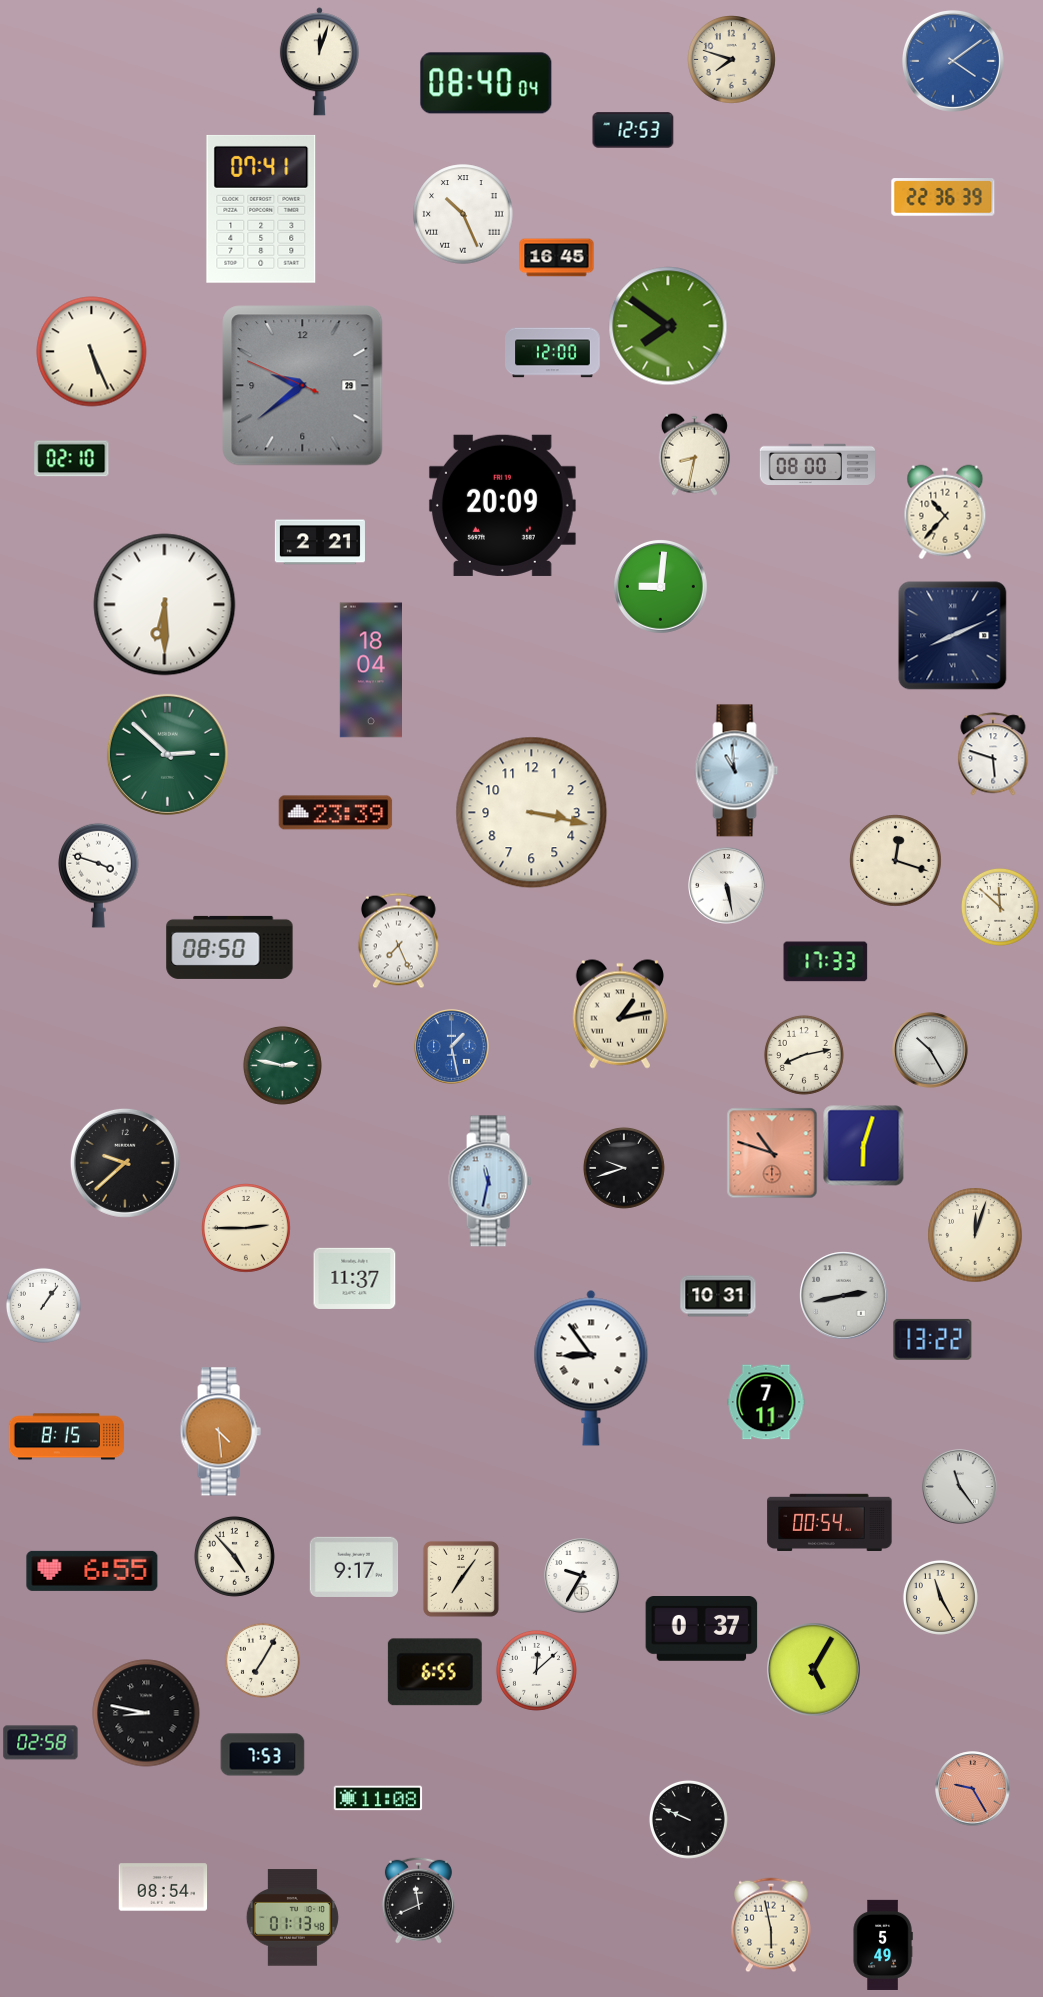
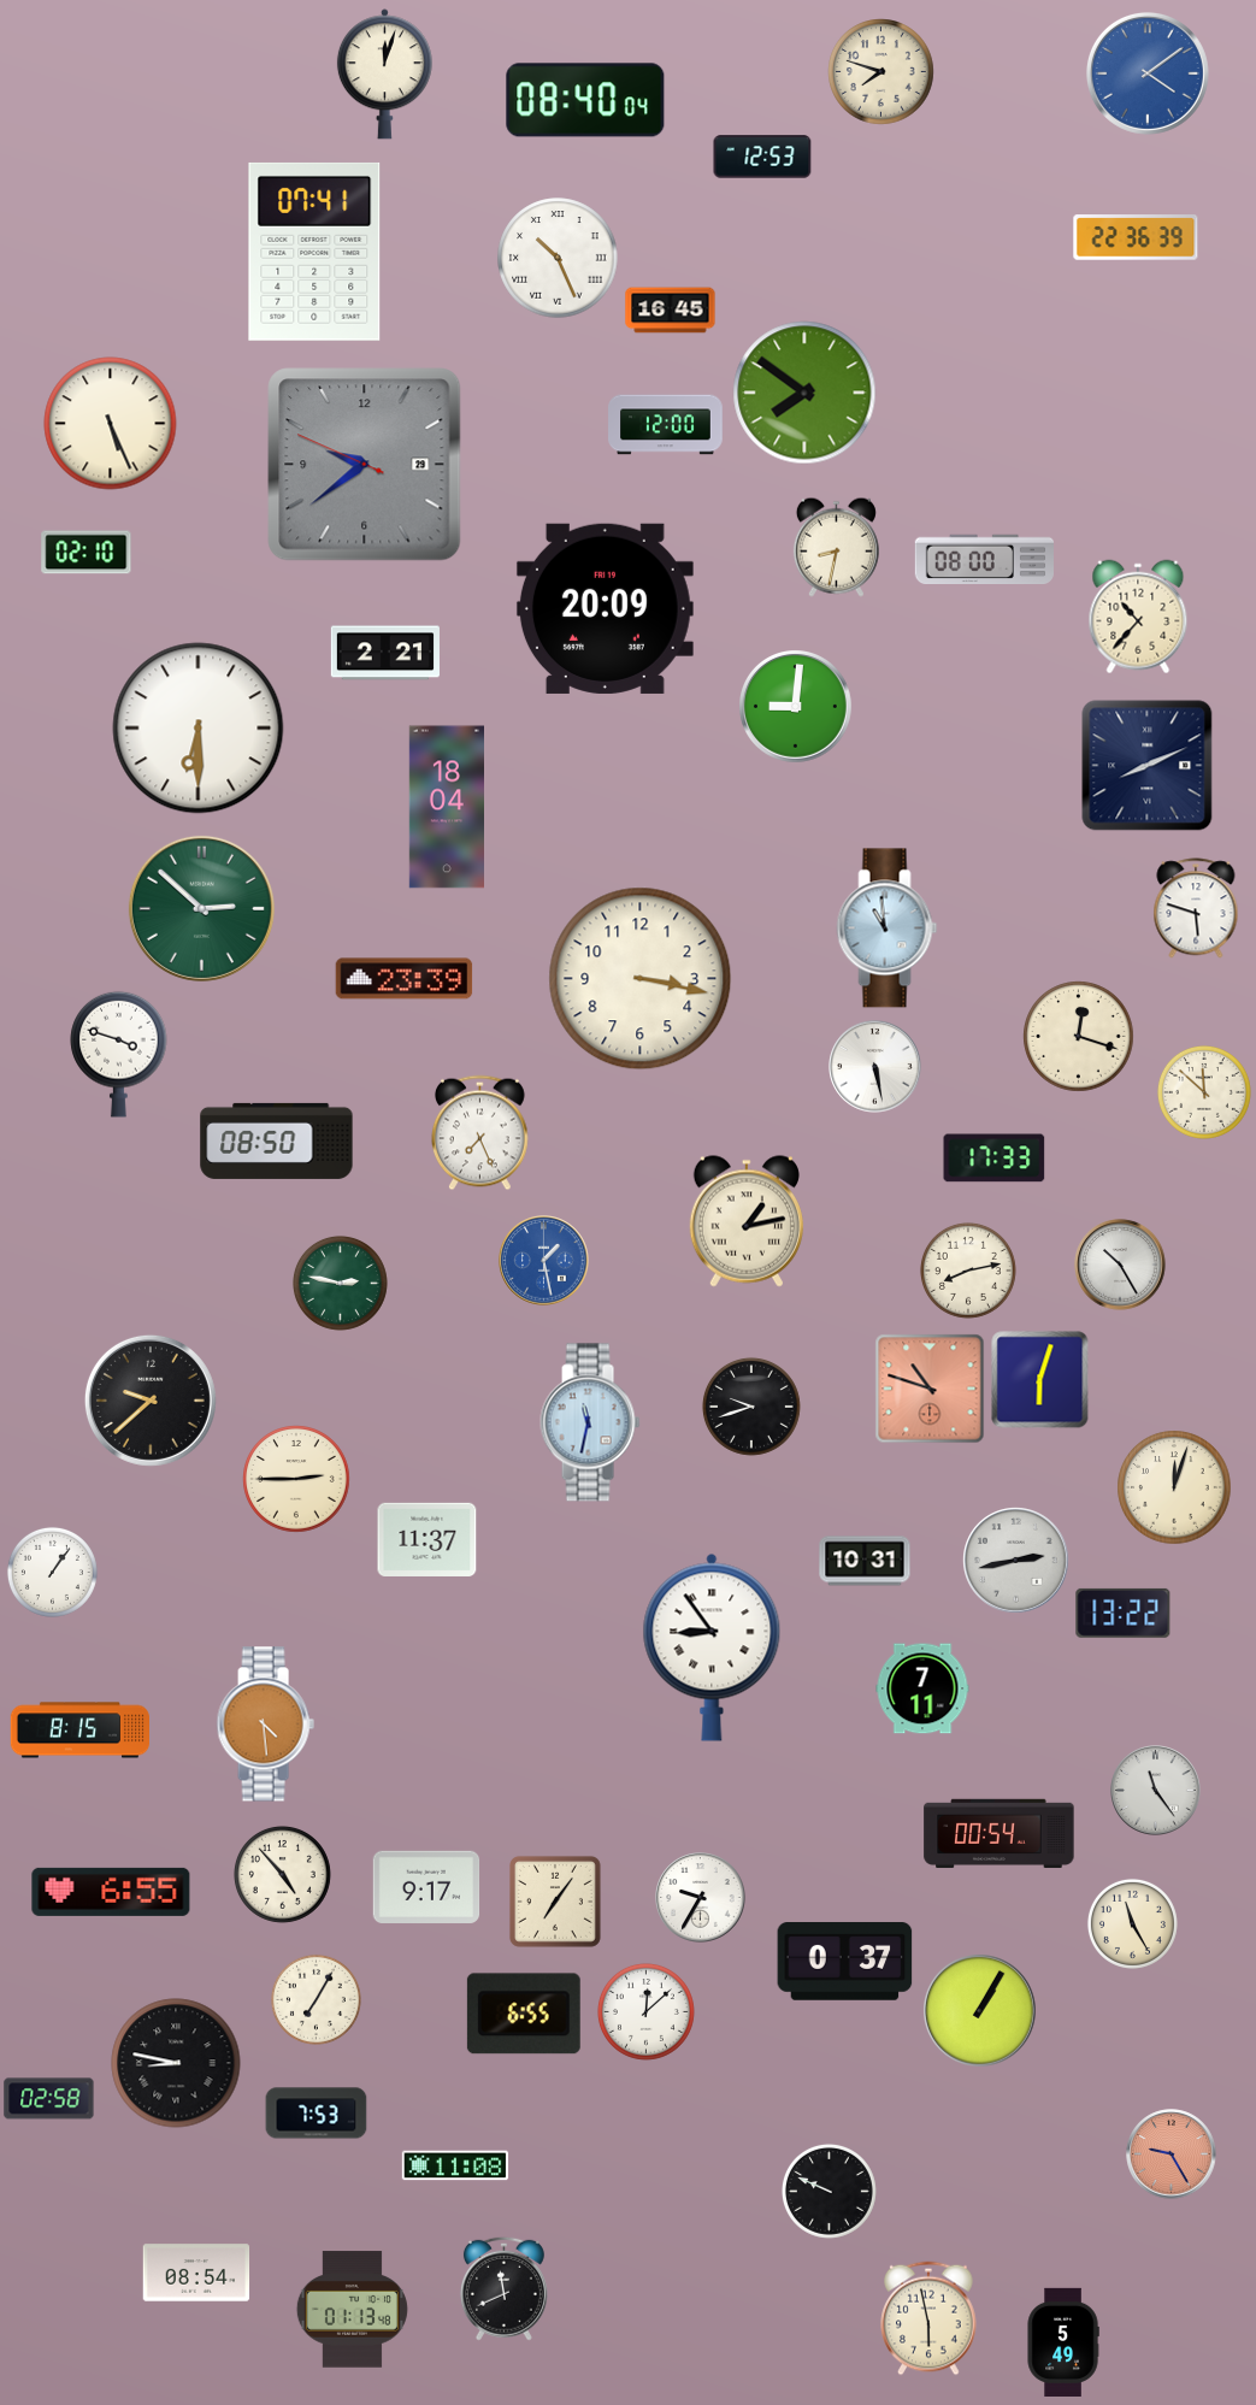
clock at (814, 1670): 5:05 -> 1:05
